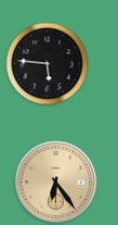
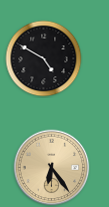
clock at (48, 64): 5:46 -> 4:50
